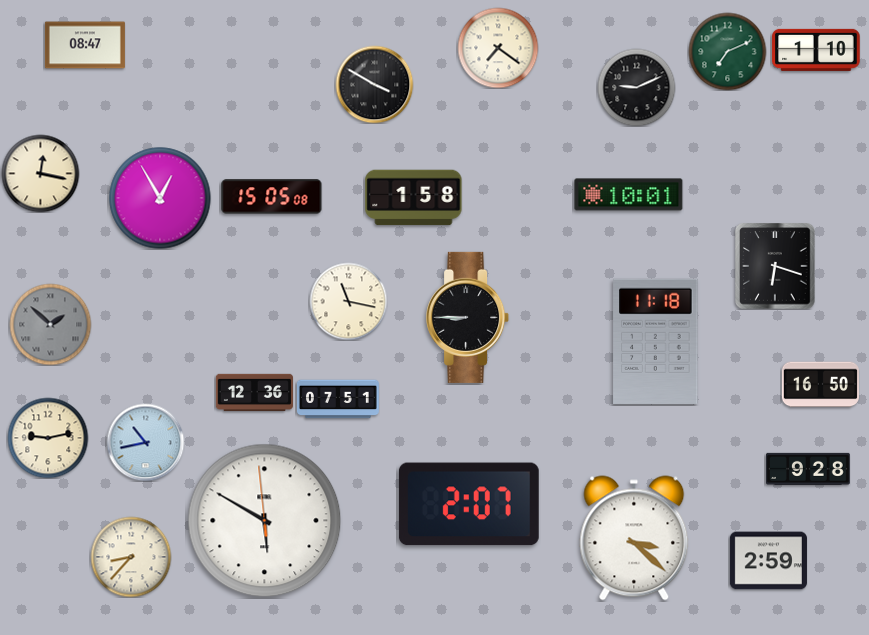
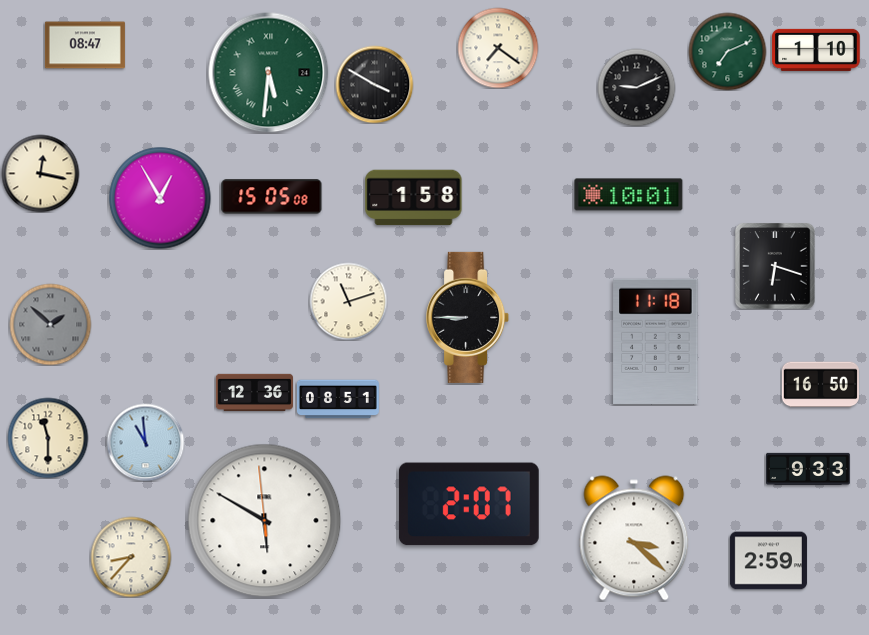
clock at (269, 73): none -> 5:31
clock at (348, 301): 11:17 -> 11:12
clock at (338, 399): 07:51 -> 08:51
clock at (48, 438): 9:13 -> 11:30
clock at (145, 442): 10:43 -> 10:59
clock at (809, 469): 9:28 -> 9:33
